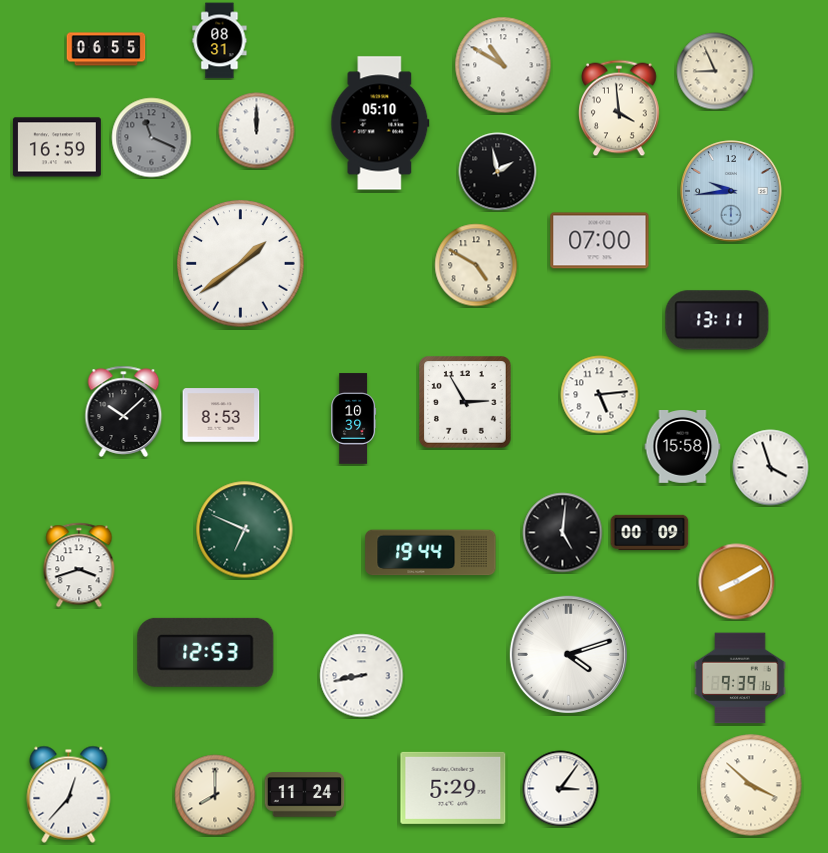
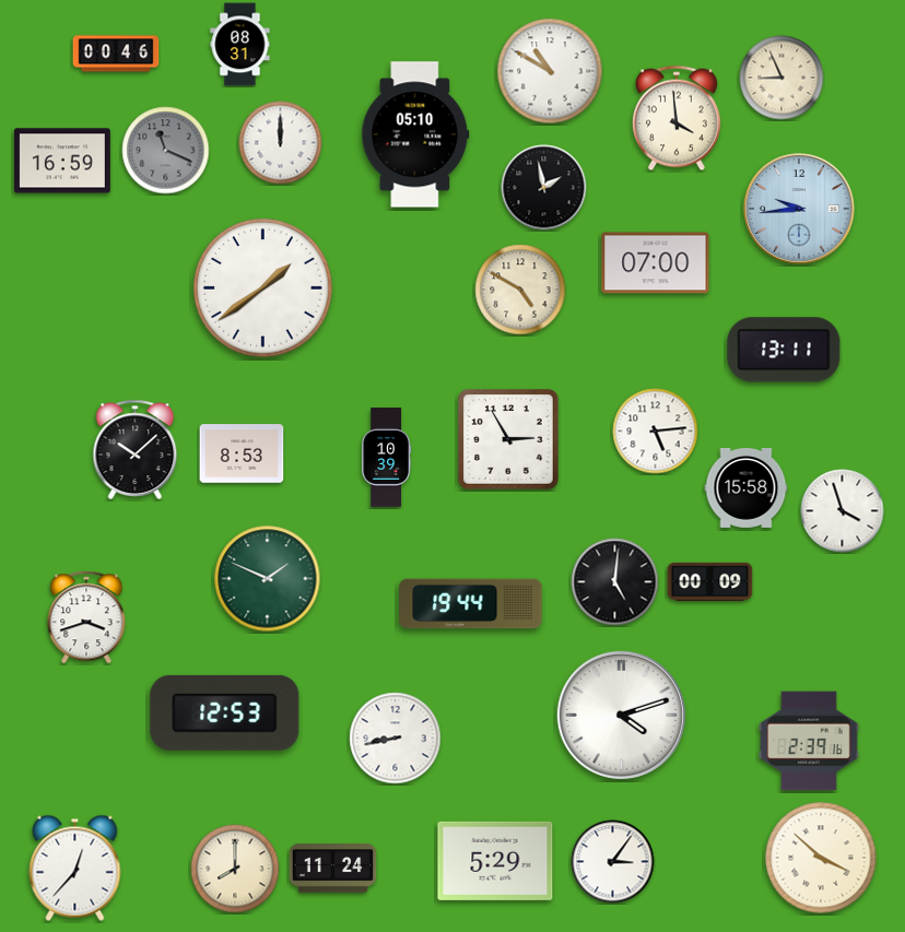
clock at (106, 49): 06:55 -> 00:46
clock at (245, 530): 6:49 -> 1:49
clock at (737, 582): 8:10 -> none
clock at (740, 678): 9:39 -> 2:39
